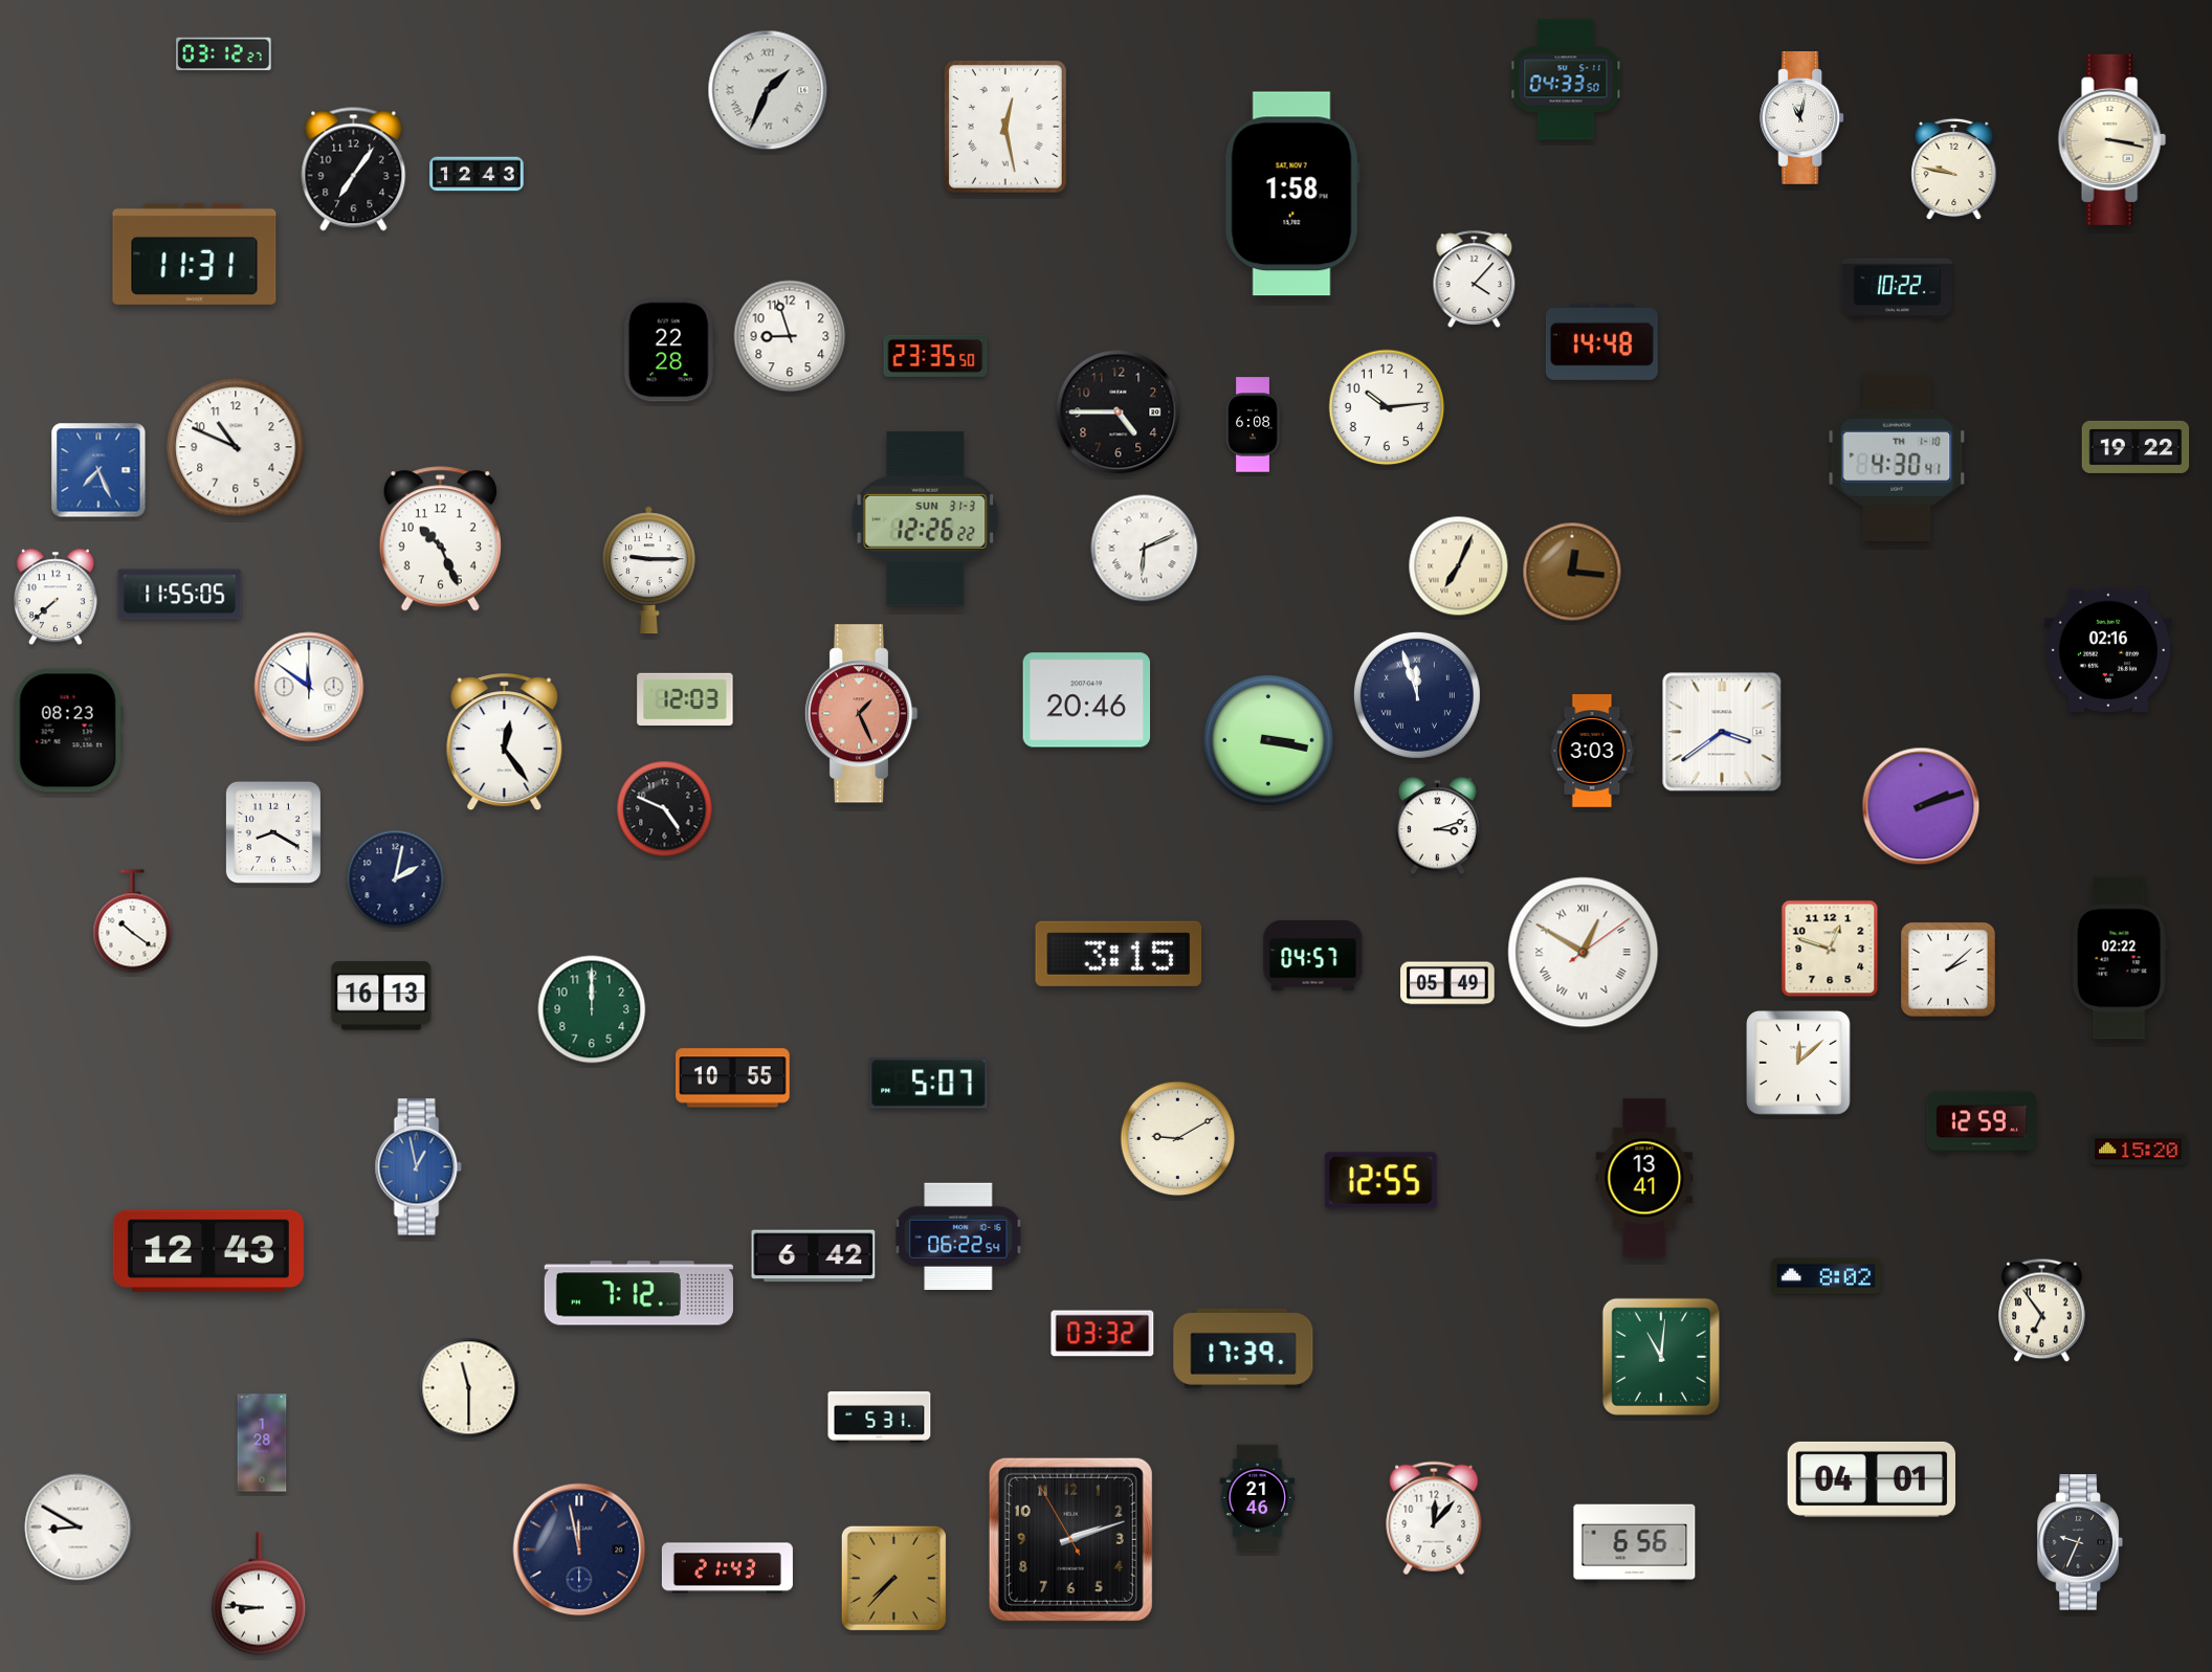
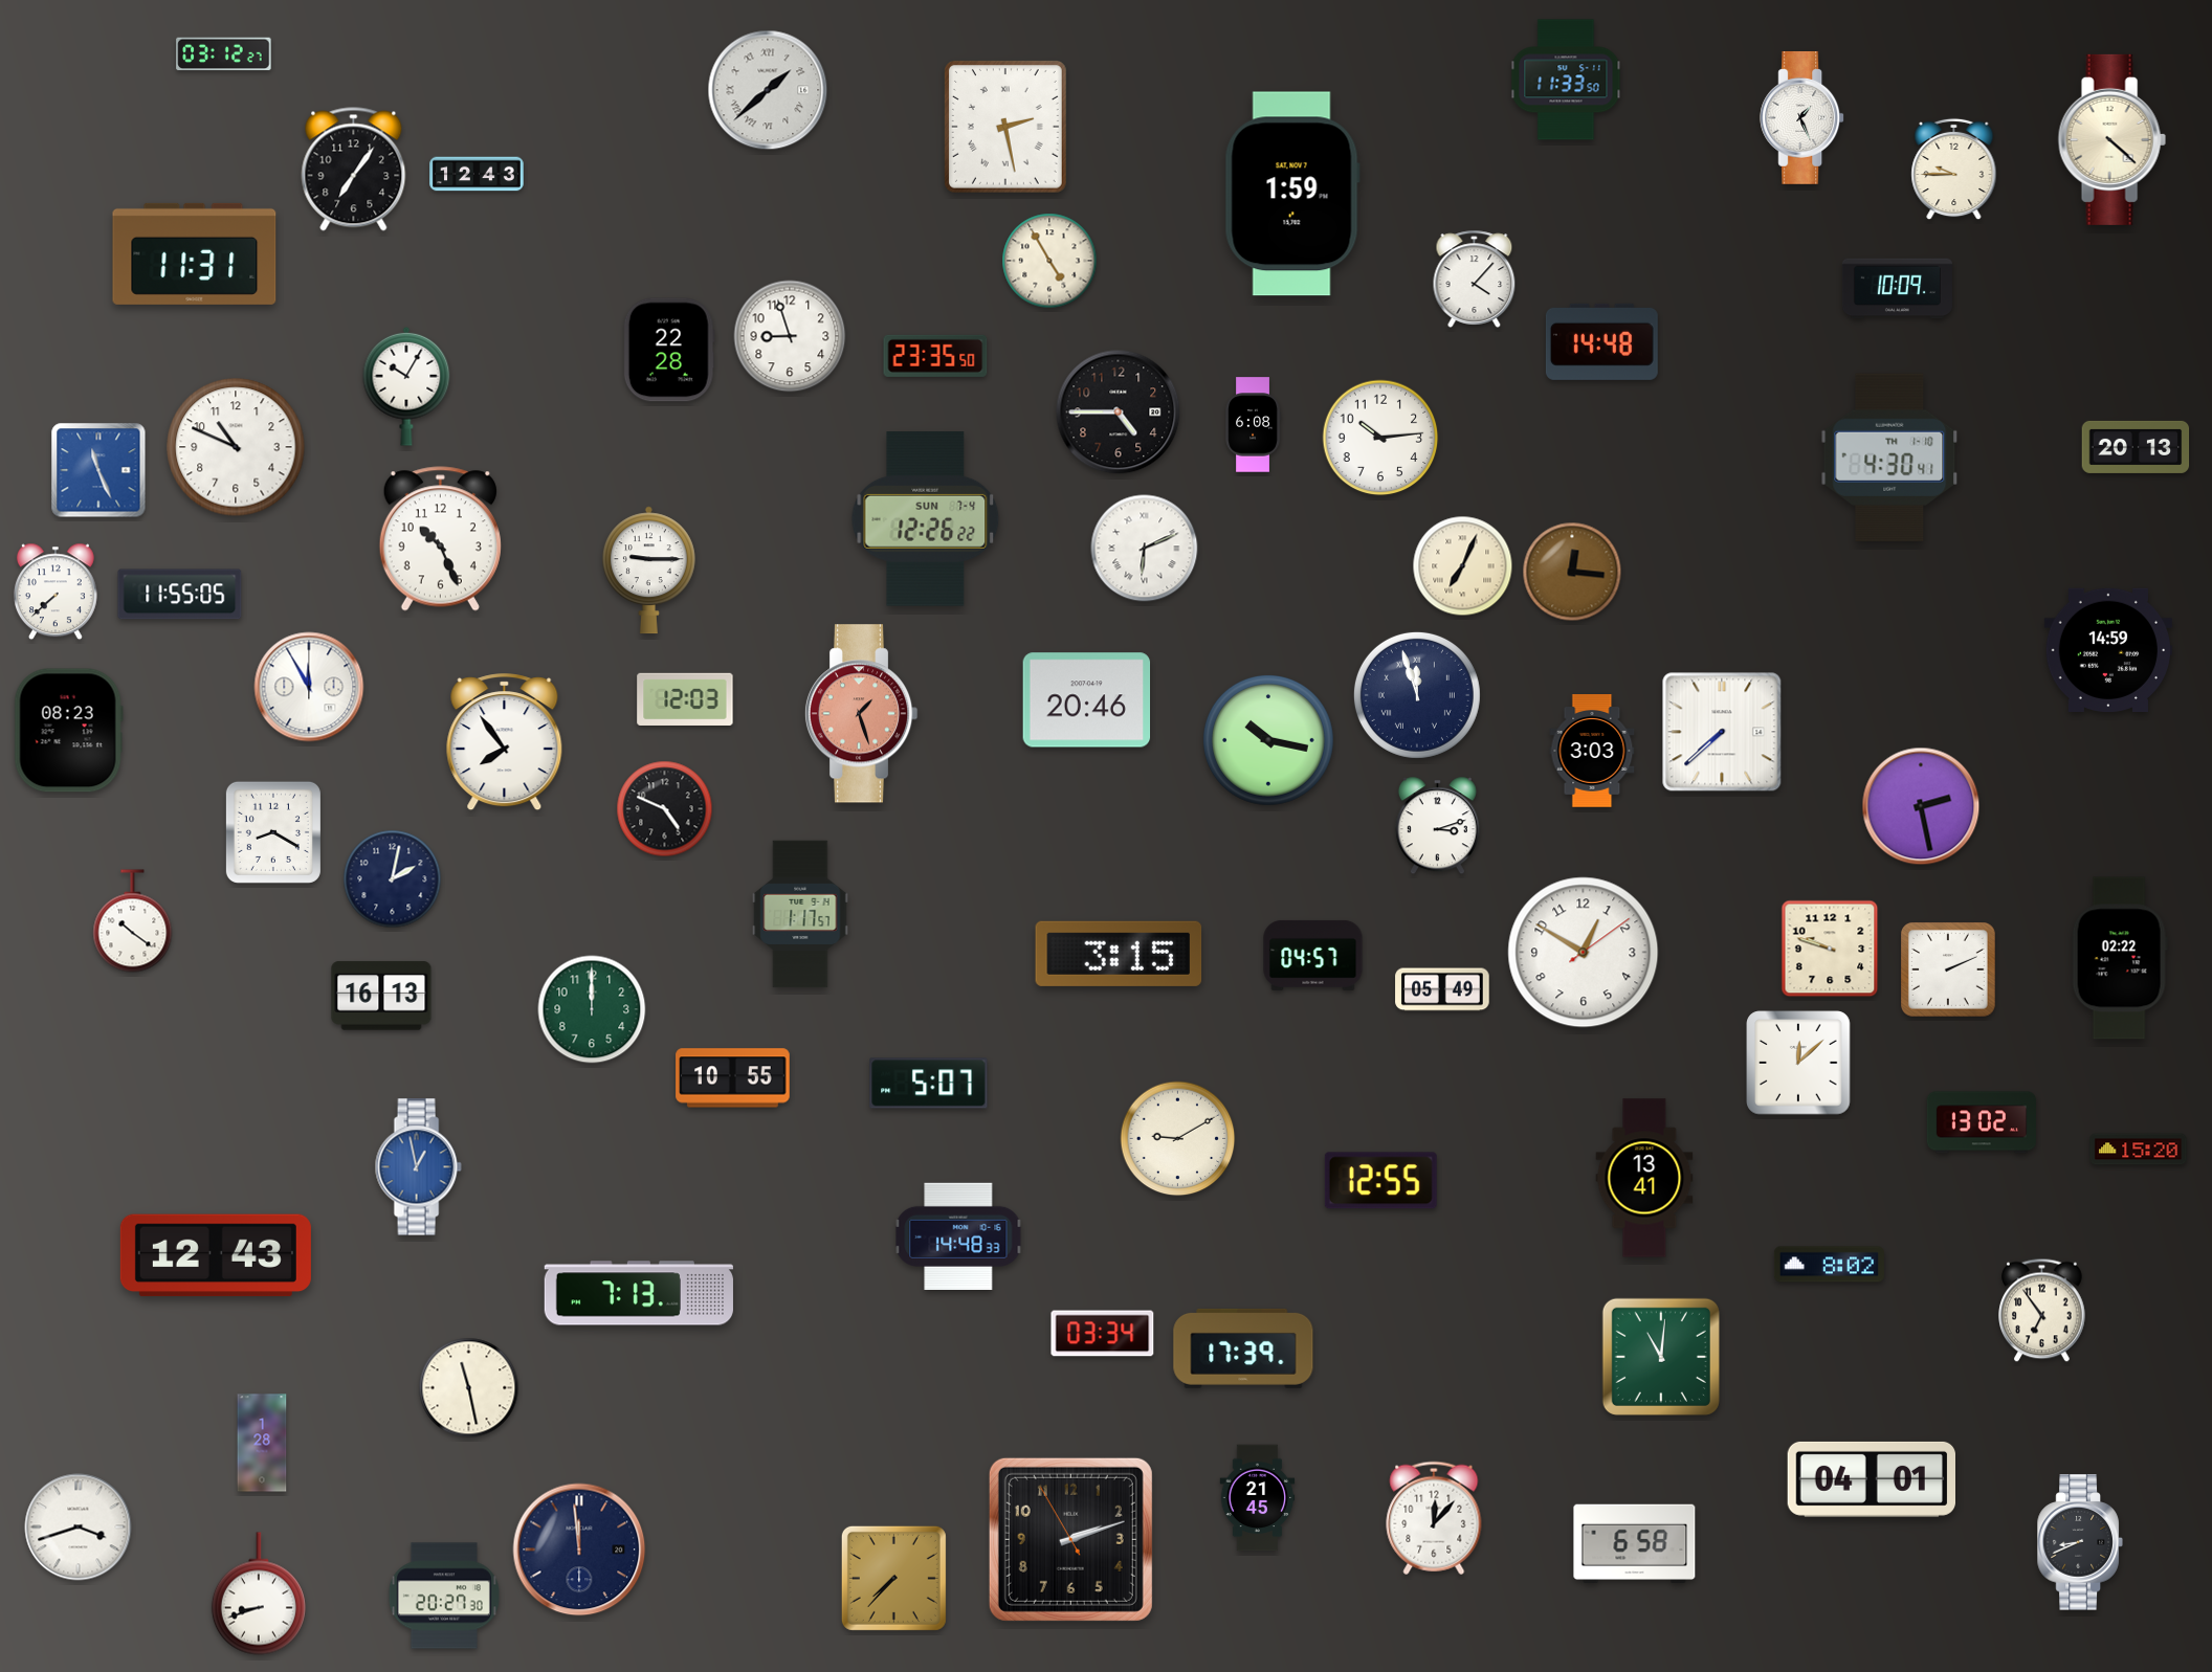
clock at (1566, 80): 04:33 -> 11:33
clock at (768, 90): 1:34 -> 1:38
clock at (1802, 117): 11:02 -> 1:26
clock at (1005, 127): 12:28 -> 2:28
clock at (2111, 139): 3:17 -> 4:22
clock at (1954, 170): 9:47 -> 9:45
clock at (1292, 194): 1:58 -> 1:59
clock at (1049, 261): none -> 4:55
clock at (1897, 289): 10:22 -> 10:09
clock at (406, 386): none -> 10:05
clock at (1387, 407) position: (1387, 407) -> (1380, 438)
clock at (2136, 447): 19:22 -> 20:13
clock at (1897, 458) position: (1897, 458) -> (1889, 458)
clock at (98, 470): 7:26 -> 11:26
clock at (926, 519) date: SUN 31-3 -> SUN 7-4
clock at (1459, 566) position: (1459, 566) -> (1463, 566)
clock at (56, 597) position: (56, 597) -> (56, 592)
clock at (2107, 649): 02:16 -> 14:59
clock at (309, 687): 11:51 -> 11:55
clock at (861, 714): 1:26 -> 1:27
clock at (1722, 732): 3:39 -> 7:38
clock at (1268, 740): 3:17 -> 10:17
clock at (505, 742): 12:24 -> 7:54
clock at (1921, 806): 2:12 -> 2:28
clock at (396, 879) position: (396, 879) -> (393, 879)
clock at (800, 914): none -> 1:17
clock at (1830, 949): 12:48 -> 9:48
clock at (1584, 953) numerals: Roman -> Arabic
clock at (1949, 971): 2:08 -> 2:11
clock at (1447, 983) position: (1447, 983) -> (1442, 989)
clock at (1982, 1122): 12:59 -> 13:02
clock at (958, 1236): 06:22 -> 14:48
clock at (208, 1251) position: (208, 1251) -> (216, 1255)
clock at (814, 1256): 6:42 -> none
clock at (1826, 1276) position: (1826, 1276) -> (1829, 1265)
clock at (639, 1293): 7:12 -> 7:13
clock at (1103, 1334): 03:32 -> 03:34
clock at (469, 1388): 11:30 -> 11:28
clock at (880, 1417): 5:31 -> none
clock at (1258, 1498): 21:46 -> 21:45
clock at (79, 1528): 8:50 -> 3:42
clock at (2080, 1542): 9:34 -> 8:41
clock at (1635, 1544): 6:56 -> 6:58
clock at (579, 1550): 11:58 -> 11:59
clock at (727, 1568): 21:43 -> none
clock at (259, 1593): 8:46 -> 8:42
clock at (444, 1596): none -> 20:27
